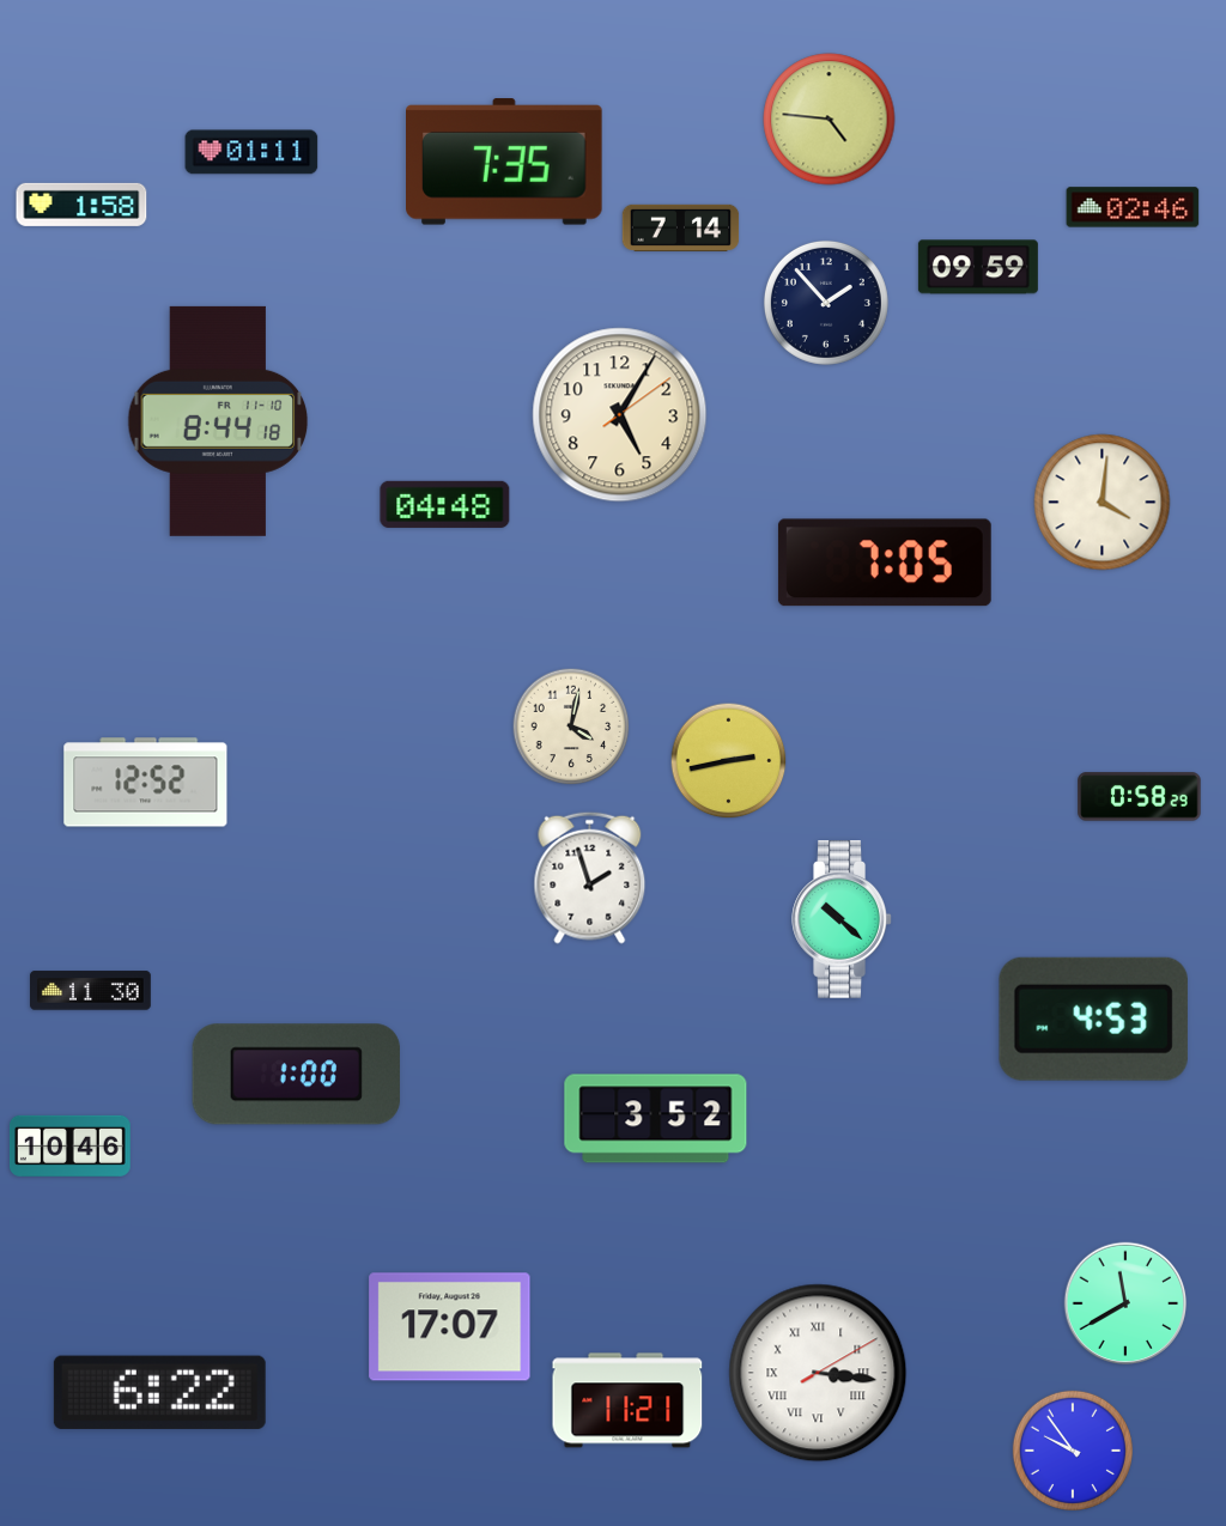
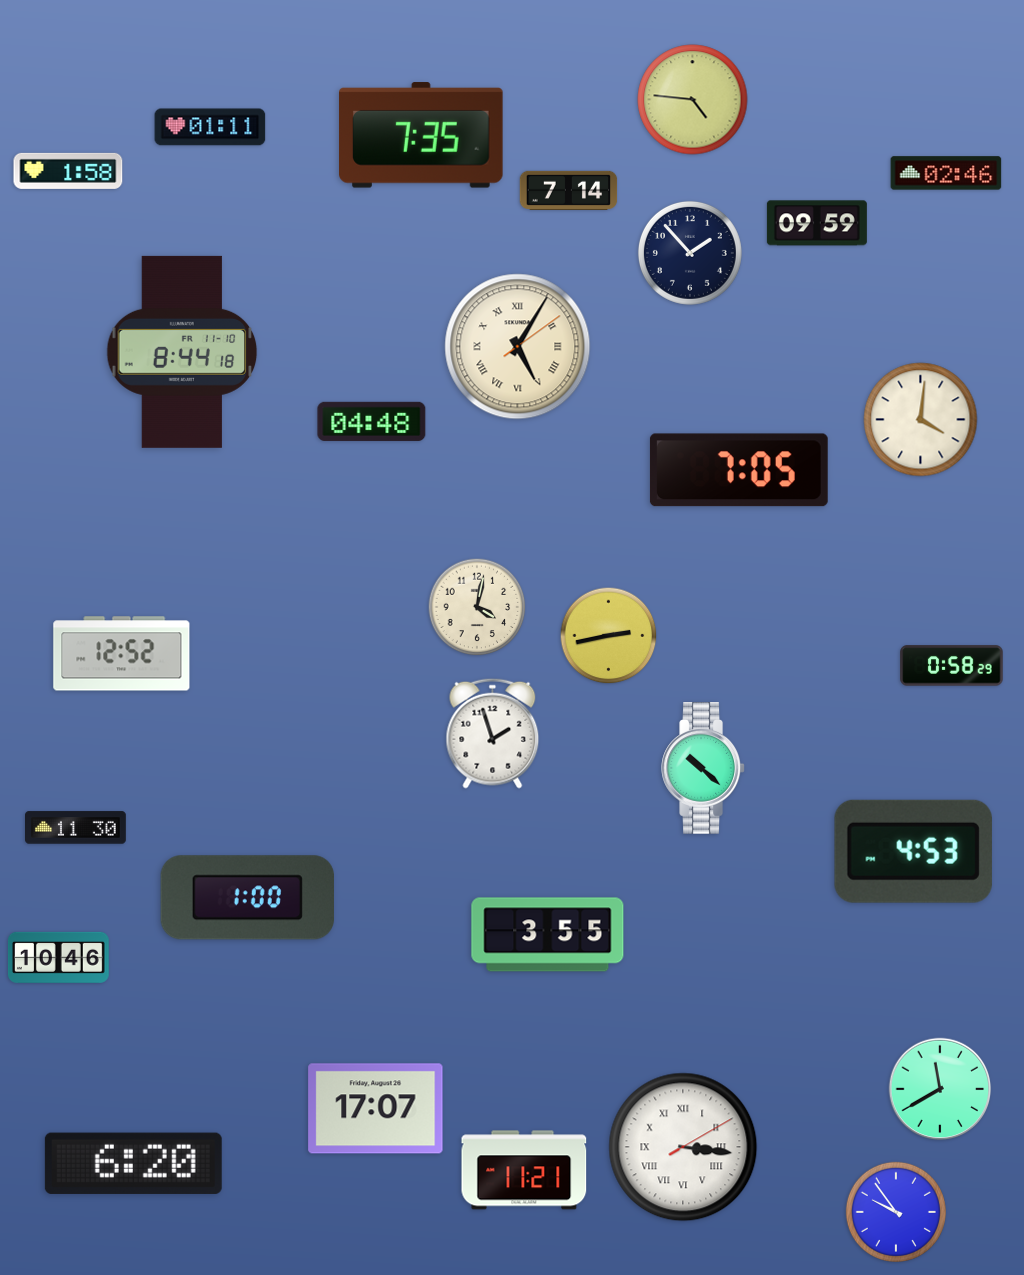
clock at (620, 415) numerals: Arabic -> Roman
clock at (656, 1119): 3:52 -> 3:55
clock at (159, 1392): 6:22 -> 6:20
